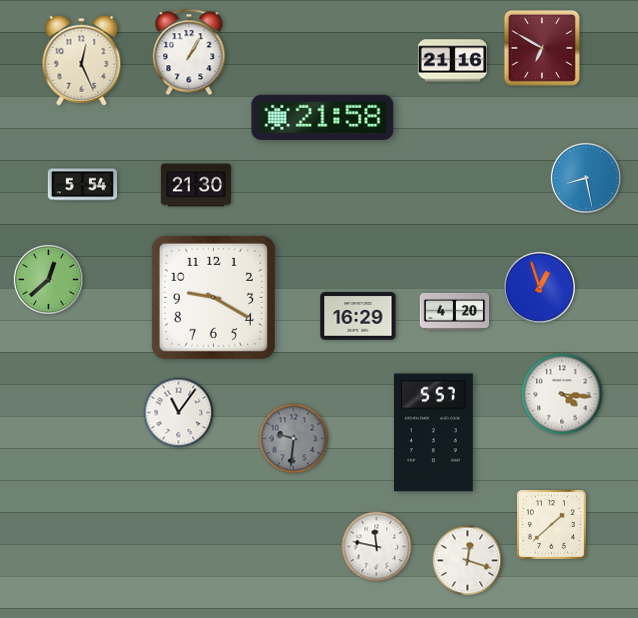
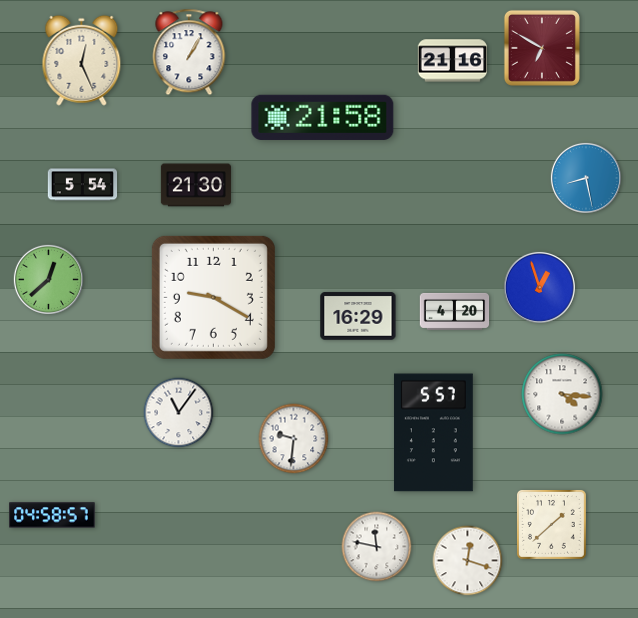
clock at (294, 439) dial: grey -> white
clock at (52, 515): none -> 04:58
